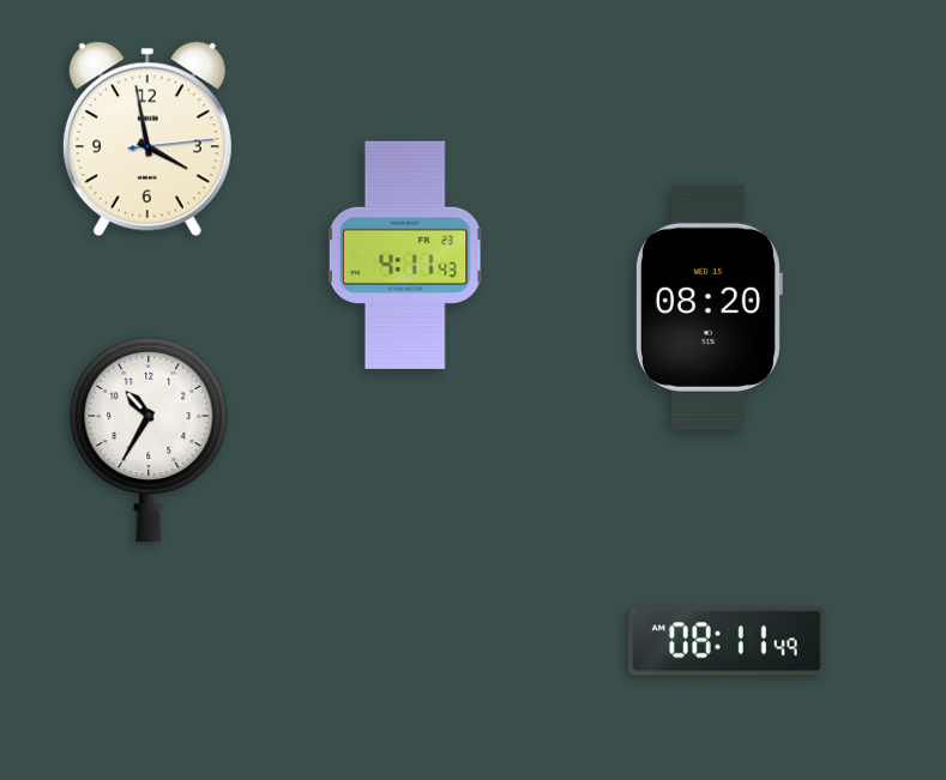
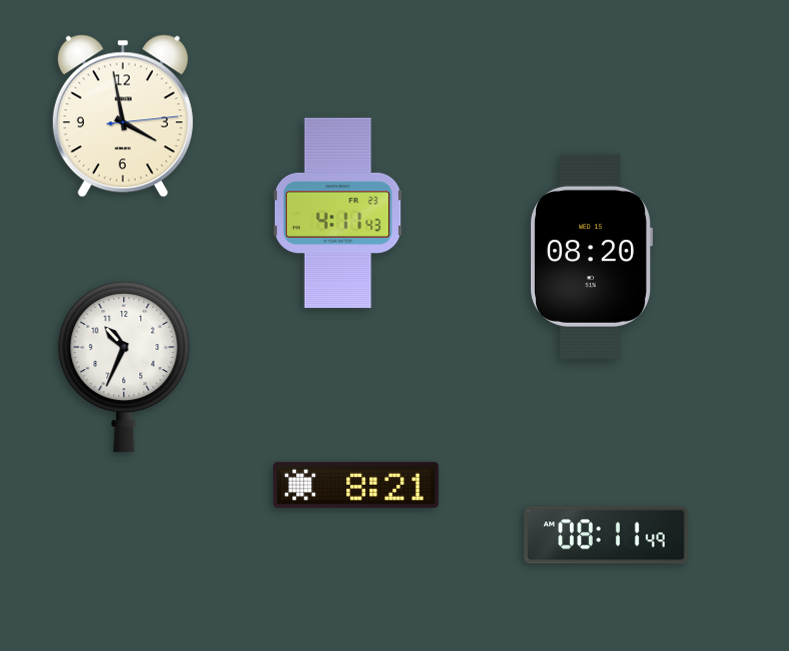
clock at (149, 440): 10:35 -> 10:34
clock at (356, 485): none -> 8:21
